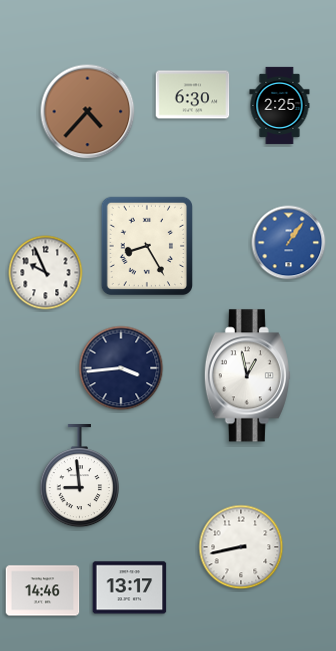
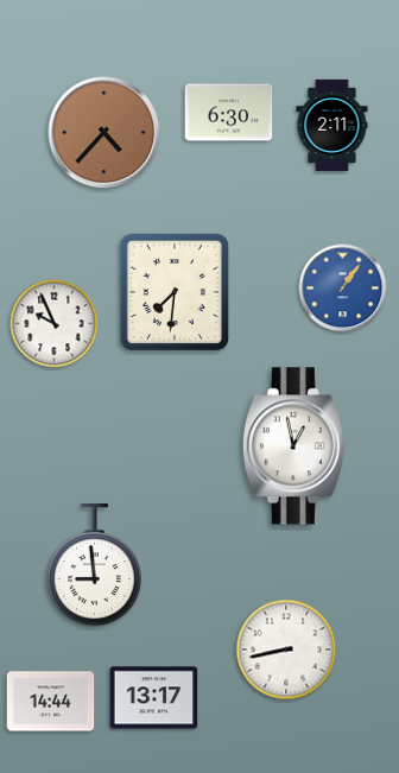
clock at (280, 105): 2:25 -> 2:11
clock at (146, 245): 8:25 -> 7:31
clock at (121, 368): 3:44 -> none
clock at (43, 591): 14:46 -> 14:44
